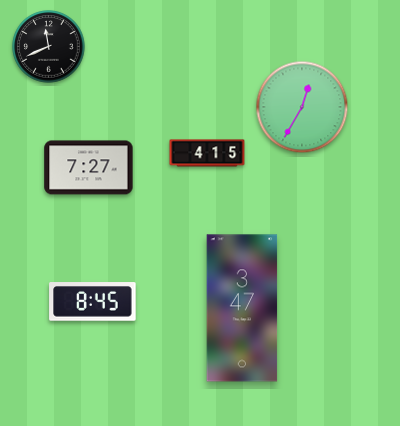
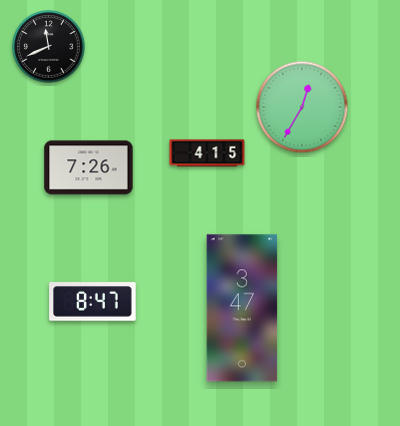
clock at (89, 168): 7:27 -> 7:26
clock at (93, 302): 8:45 -> 8:47
